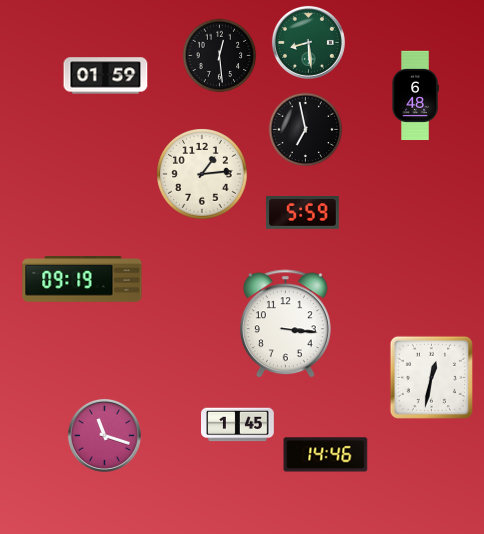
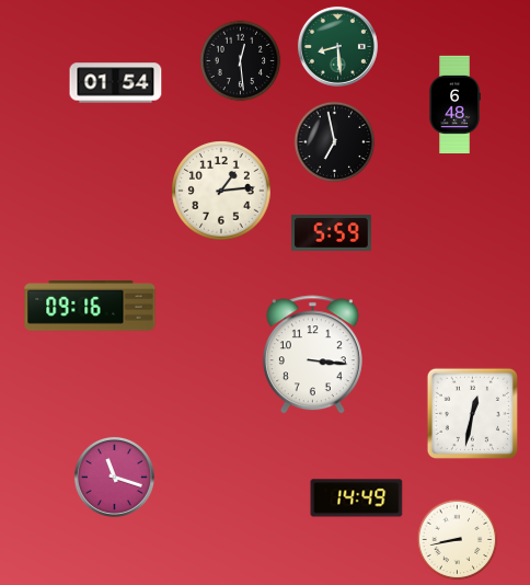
clock at (106, 76): 01:59 -> 01:54
clock at (82, 280): 09:19 -> 09:16
clock at (238, 425): 1:45 -> none
clock at (326, 455): 14:46 -> 14:49
clock at (458, 540): none -> 8:43
